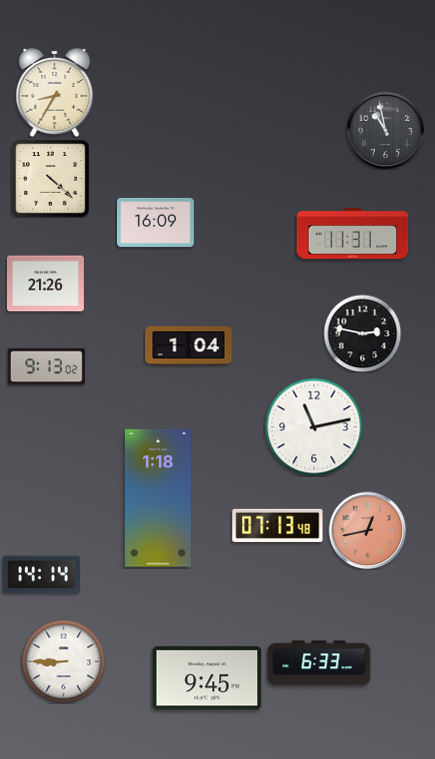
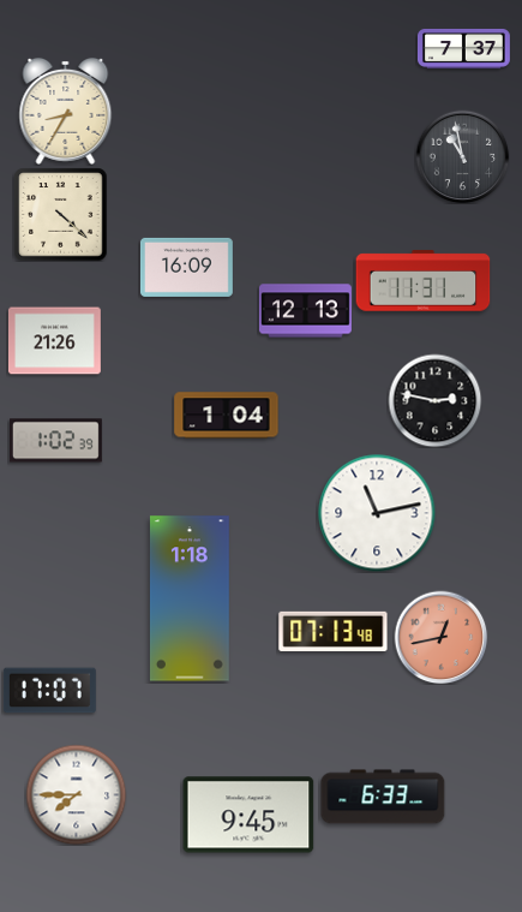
clock at (464, 48): none -> 7:37
clock at (306, 311): none -> 12:13
clock at (46, 367): 9:13 -> 1:02
clock at (41, 575): 14:14 -> 17:07
clock at (63, 661): 8:45 -> 7:45
